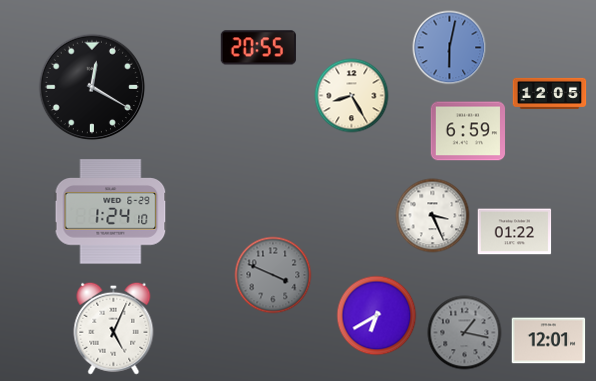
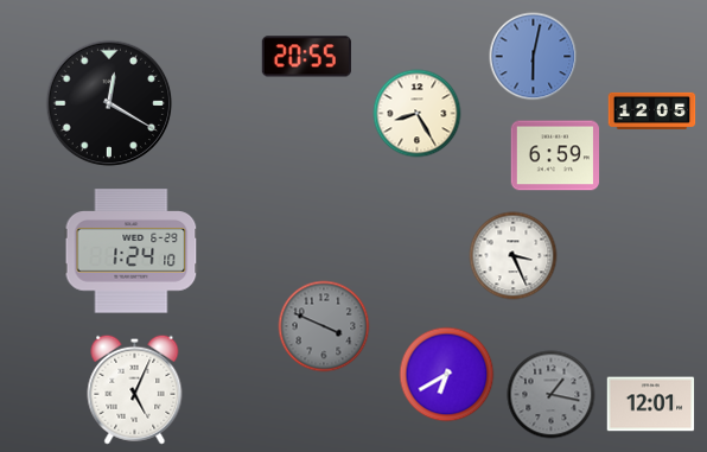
clock at (515, 232): 01:22 -> none
